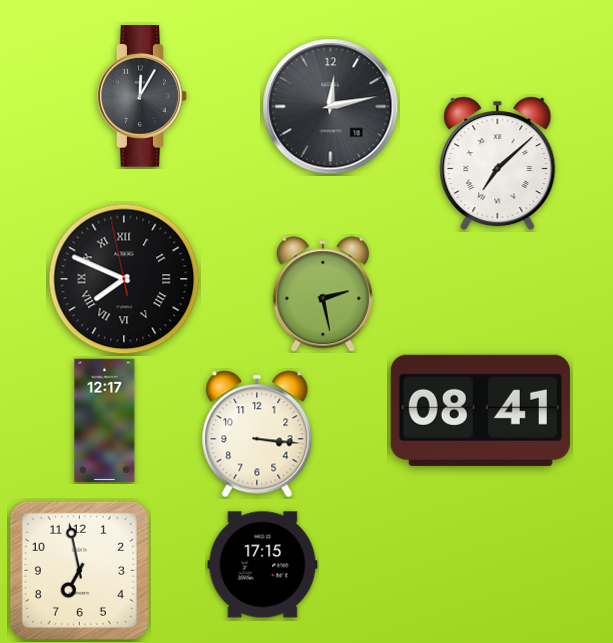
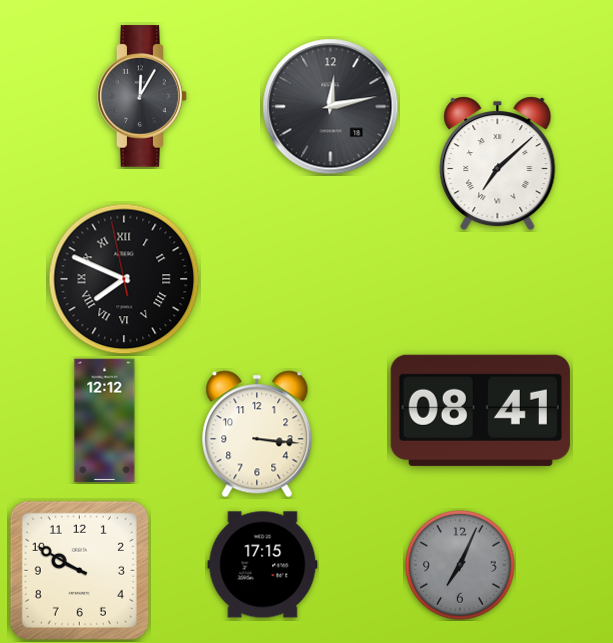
clock at (323, 294): 2:28 -> none
clock at (105, 421): 12:17 -> 12:12
clock at (460, 565): none -> 7:04
clock at (79, 570): 6:58 -> 9:50
